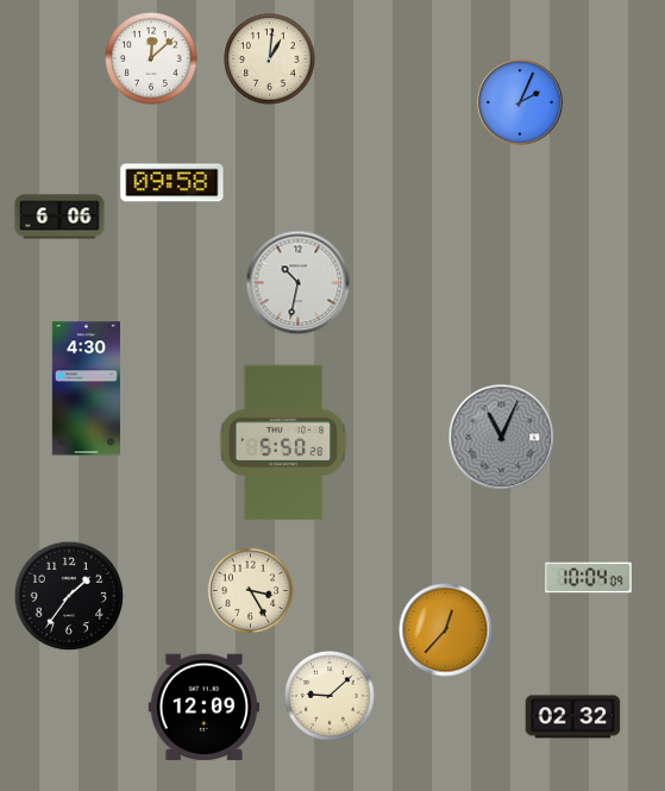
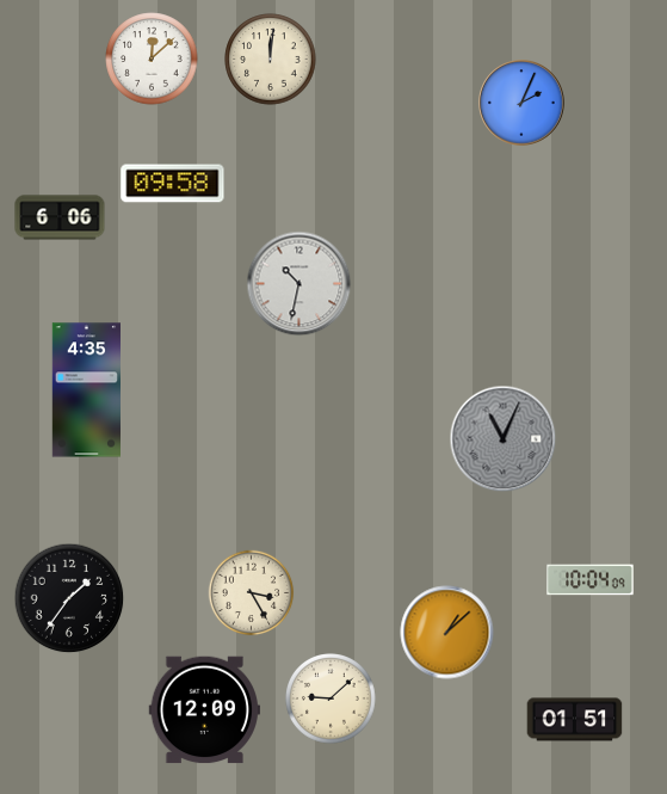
clock at (270, 59): 1:01 -> 12:01
clock at (86, 389): 4:30 -> 4:35
clock at (283, 442): 5:50 -> none
clock at (446, 630): 12:37 -> 1:08
clock at (573, 717): 02:32 -> 01:51
